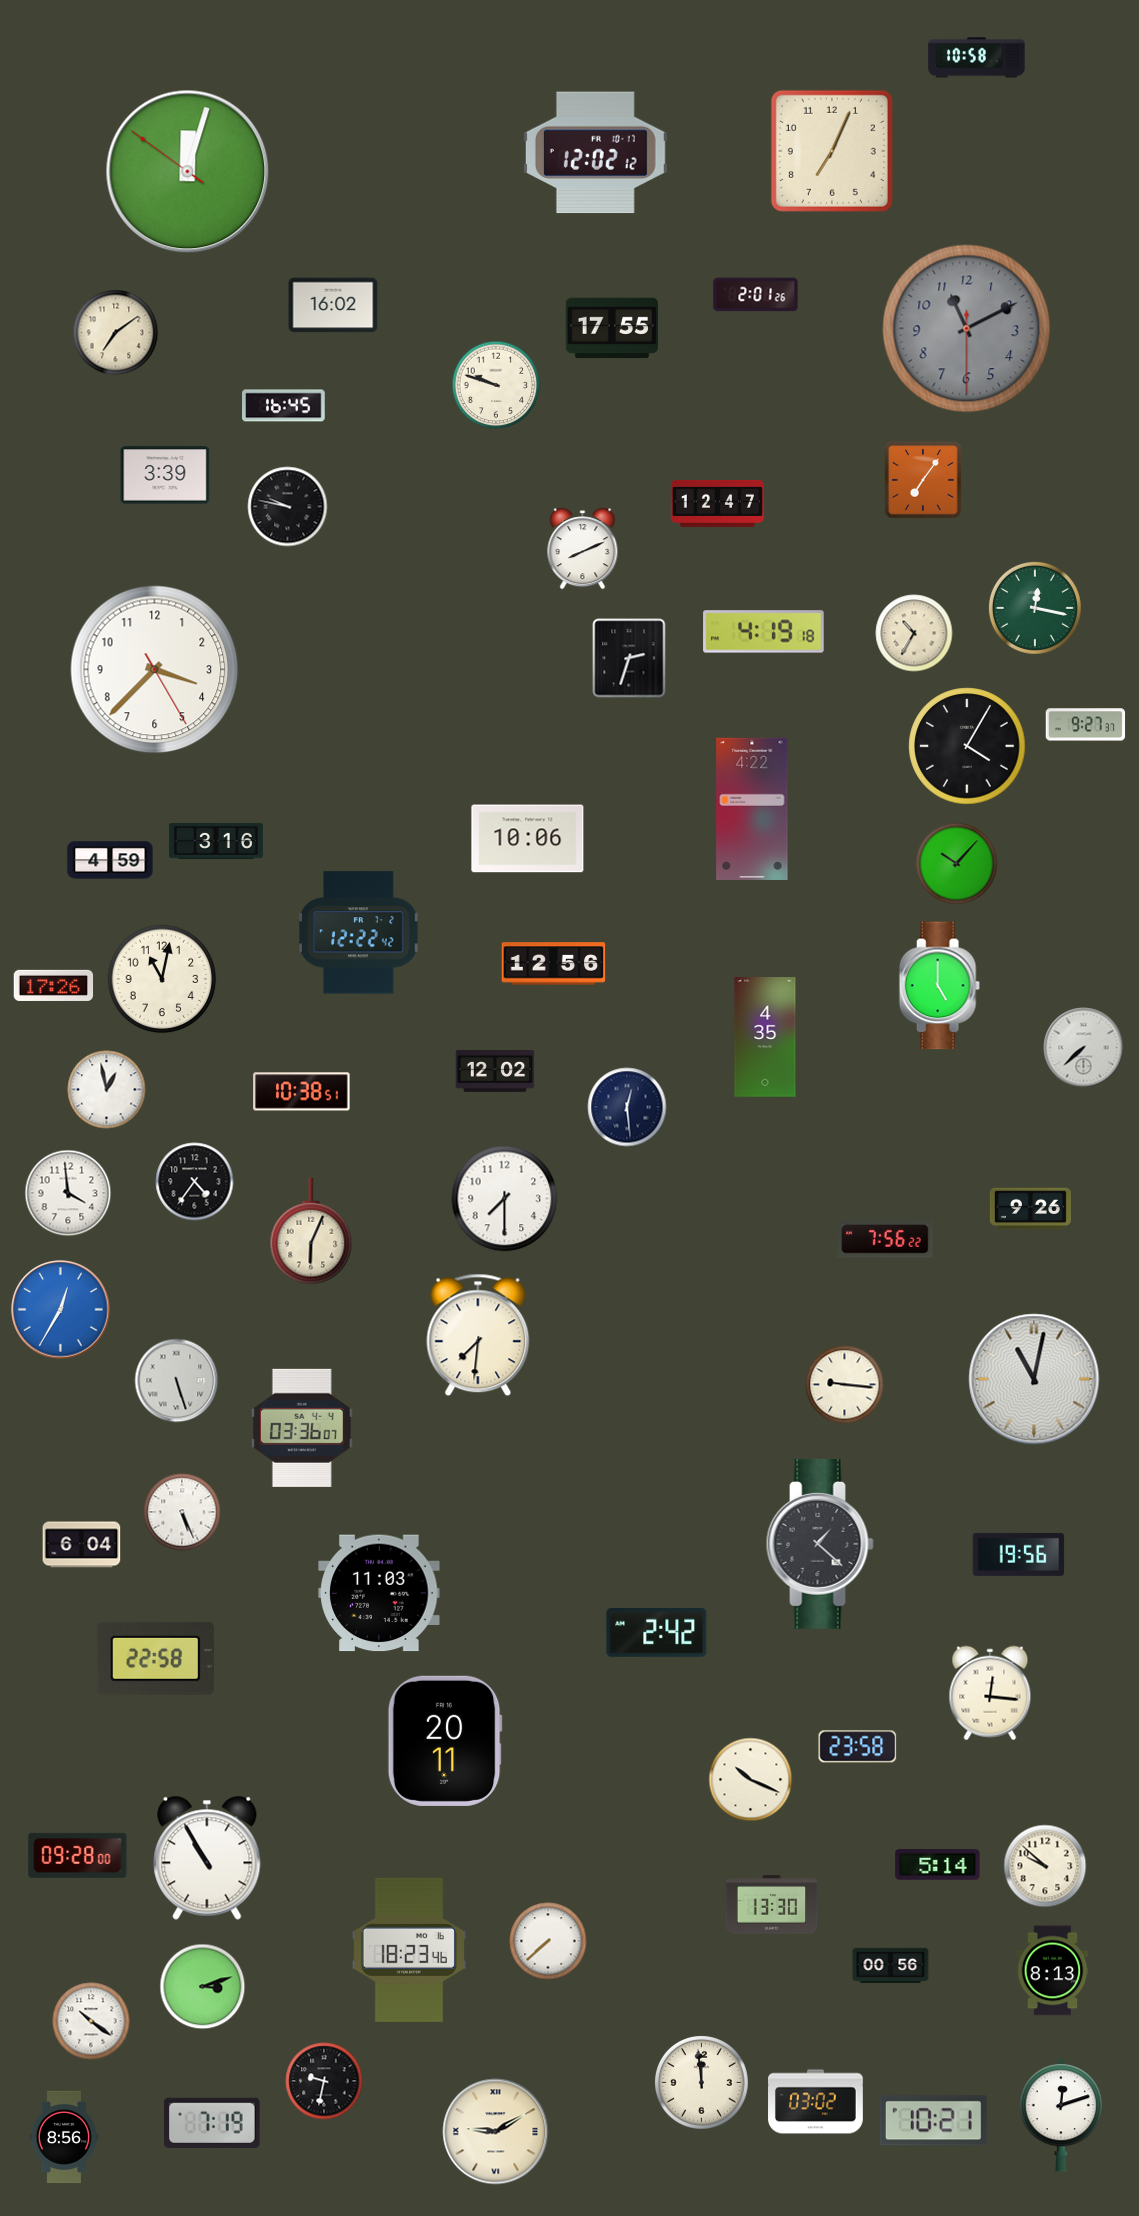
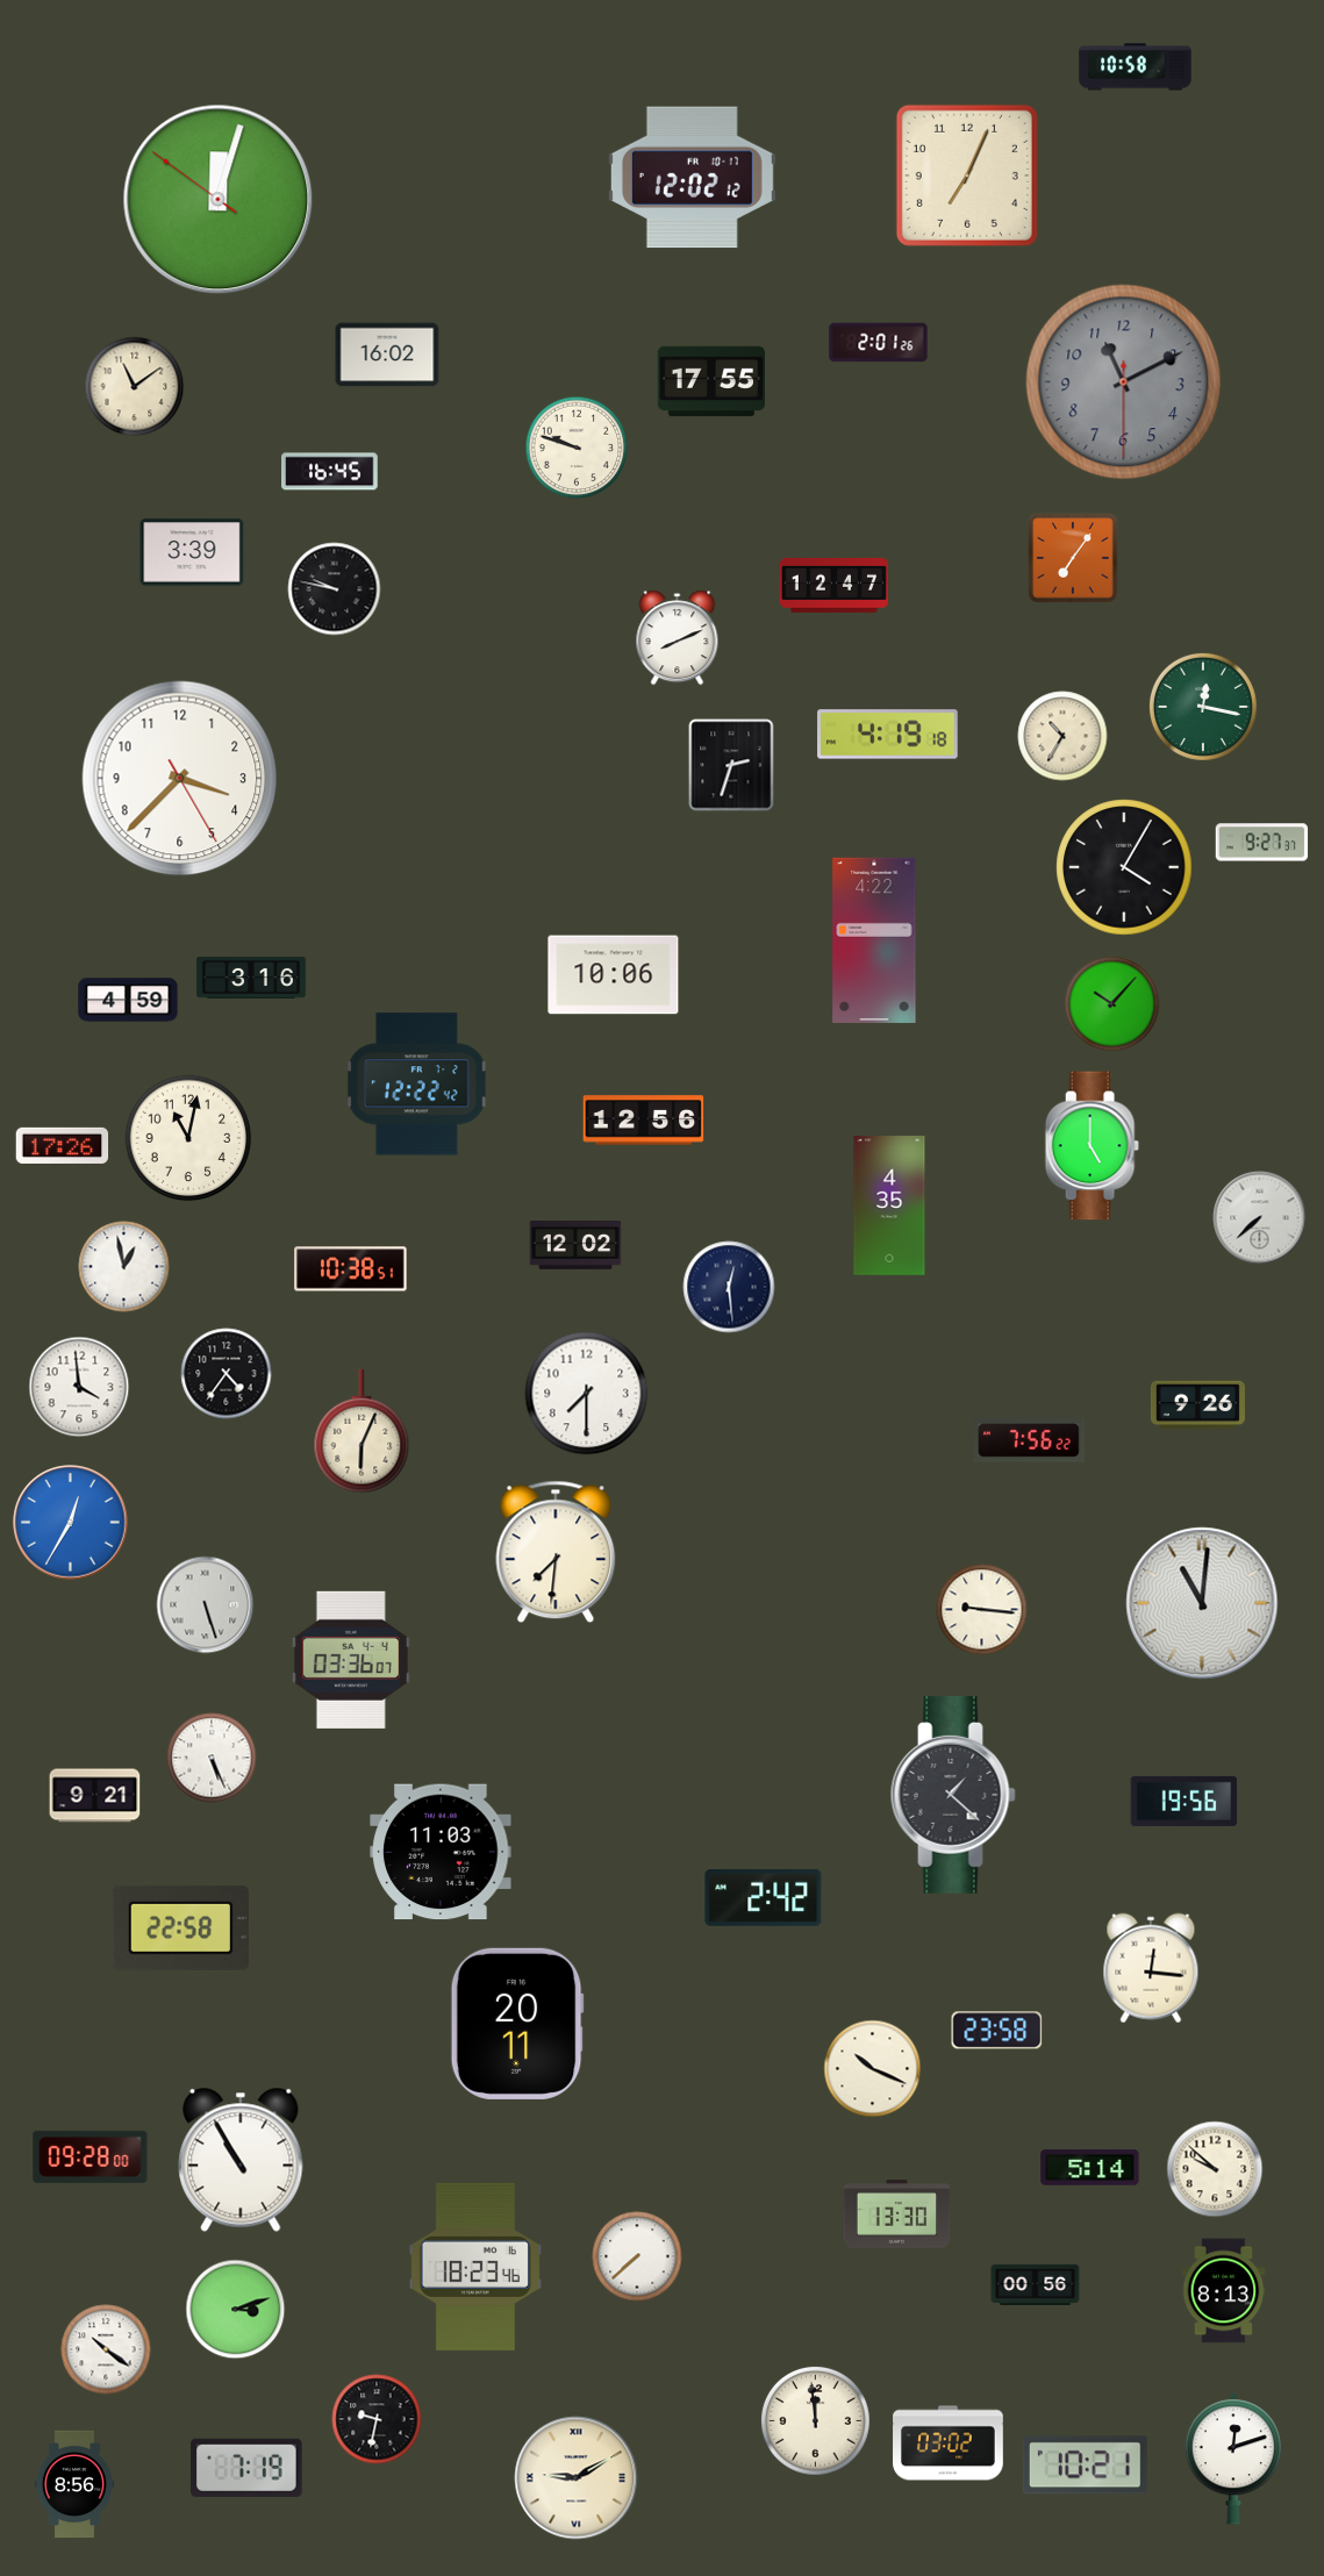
clock at (116, 333): 7:09 -> 11:09
clock at (1034, 1379): 11:02 -> 11:01
clock at (82, 1545): 6:04 -> 9:21
clock at (1019, 1554) position: (1019, 1554) -> (1185, 1801)
